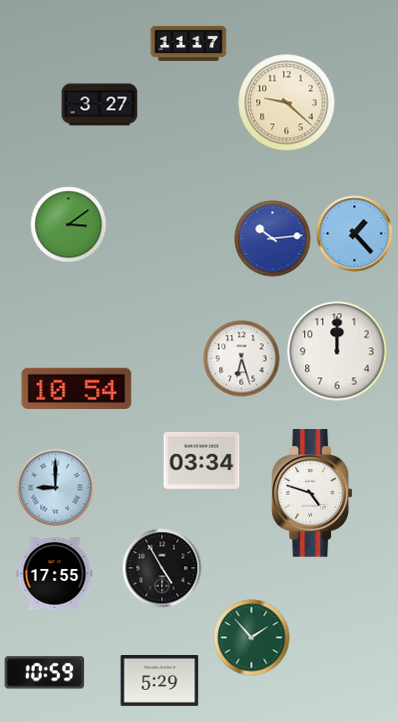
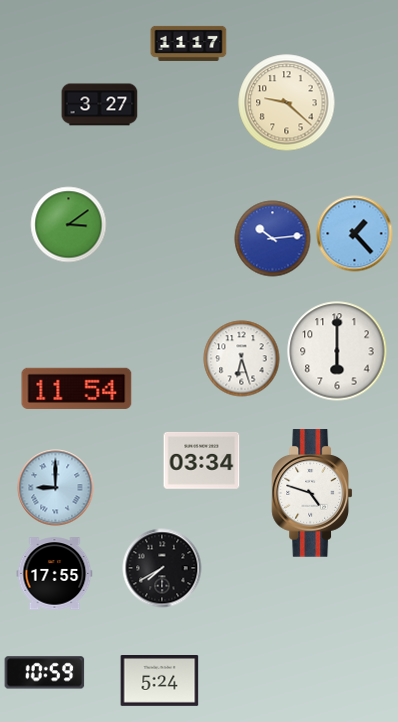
clock at (337, 351): 12:00 -> 6:00
clock at (77, 388): 10:54 -> 11:54
clock at (162, 568): 4:55 -> 7:40
clock at (252, 638): 1:53 -> none
clock at (160, 681): 5:29 -> 5:24
